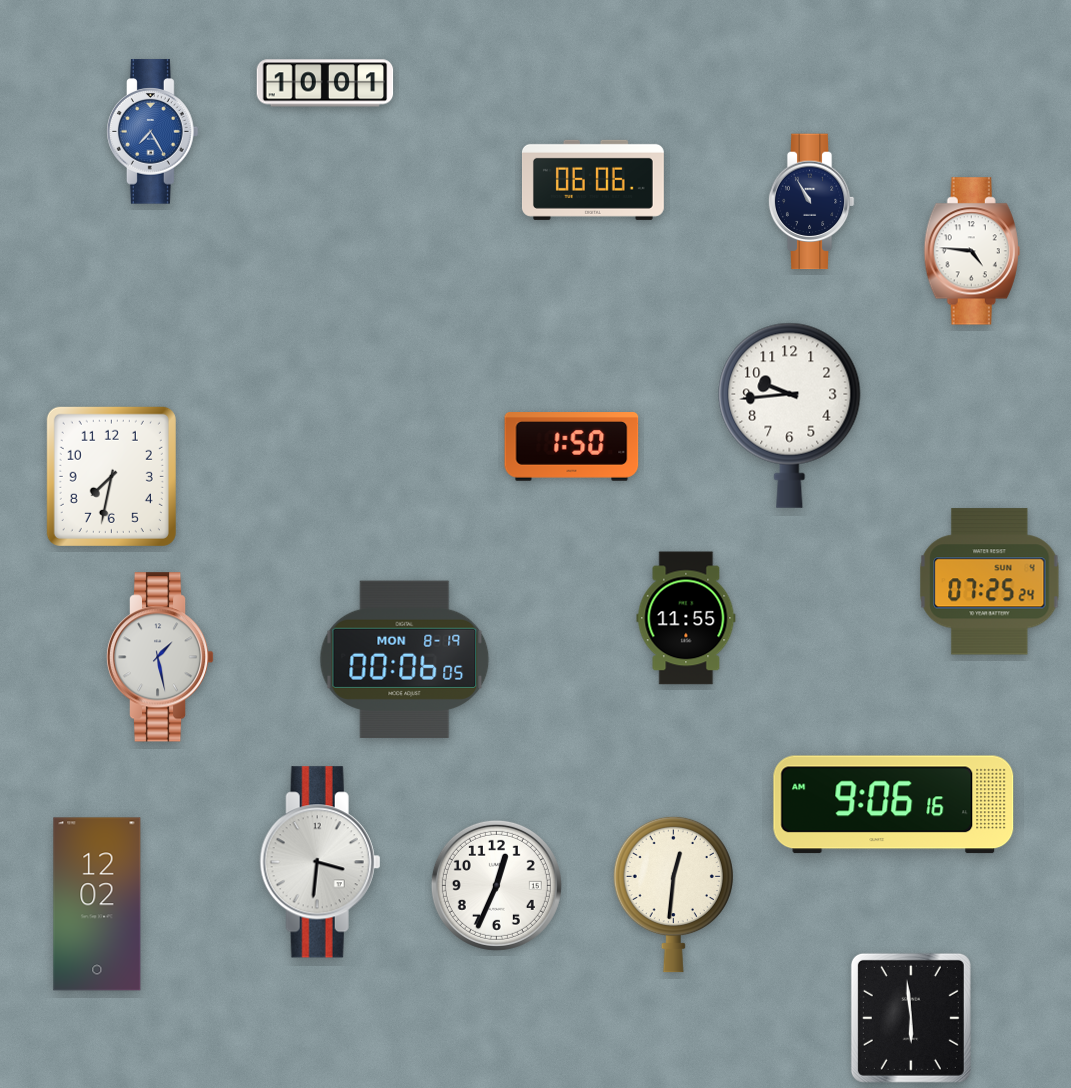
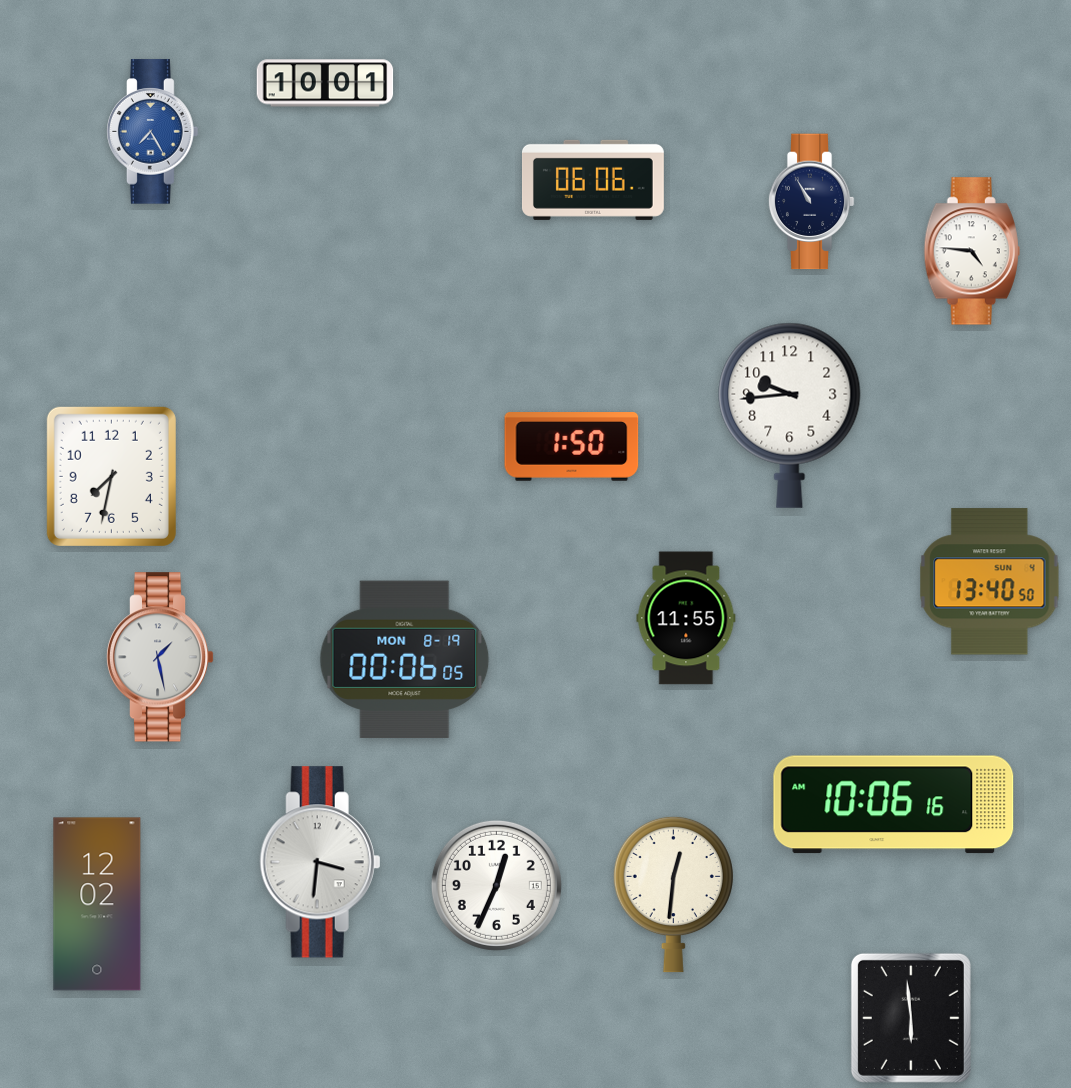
clock at (990, 582): 07:25 -> 13:40
clock at (894, 805): 9:06 -> 10:06
